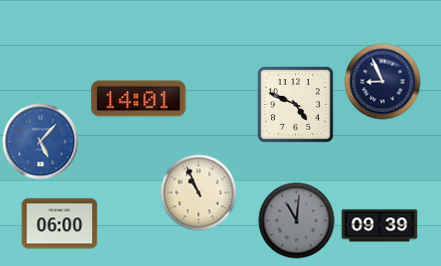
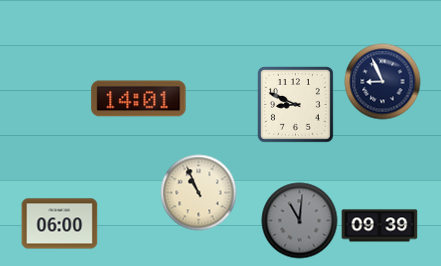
clock at (296, 105): 4:49 -> 8:49
clock at (41, 142): 5:07 -> none
clock at (297, 221) position: (297, 221) -> (300, 221)
